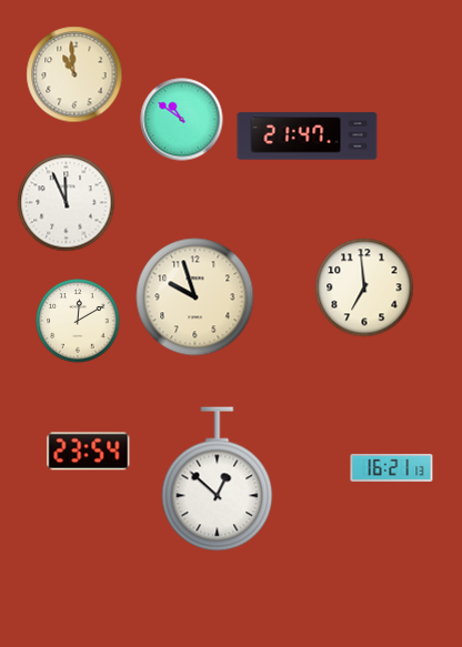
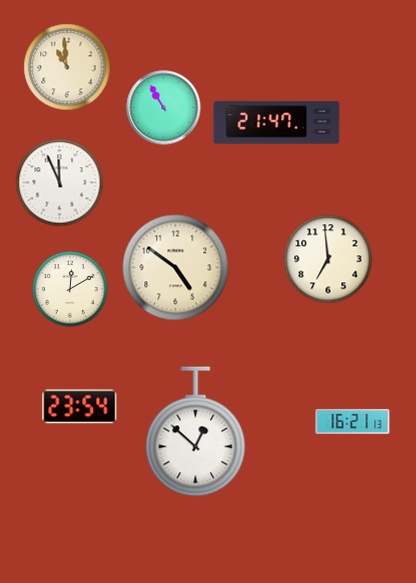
clock at (182, 120): 10:51 -> 10:55
clock at (195, 297): 9:57 -> 4:51
